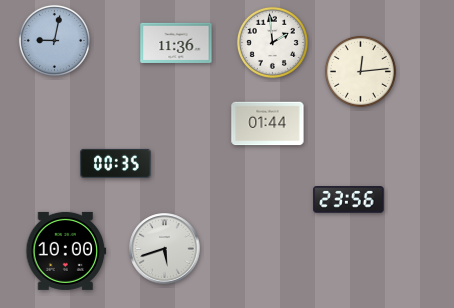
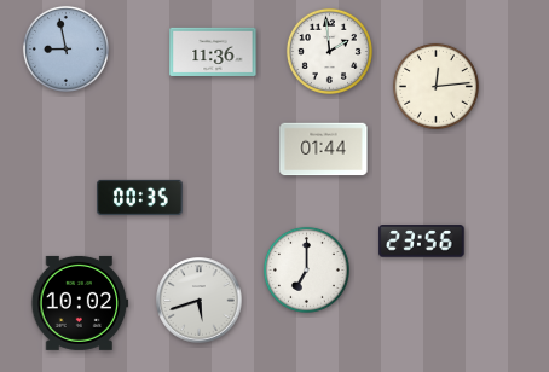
clock at (54, 40): 9:02 -> 8:58
clock at (306, 269): none -> 7:00
clock at (66, 251): 10:00 -> 10:02
